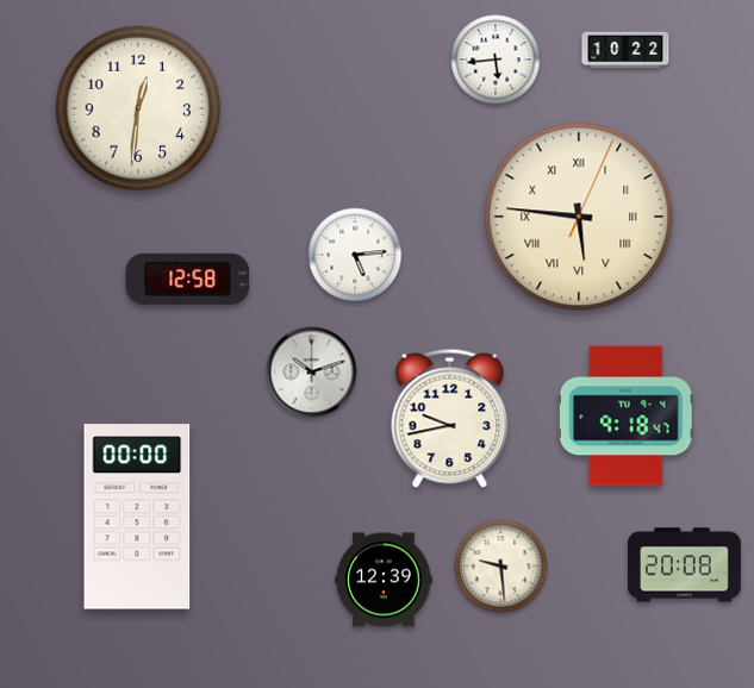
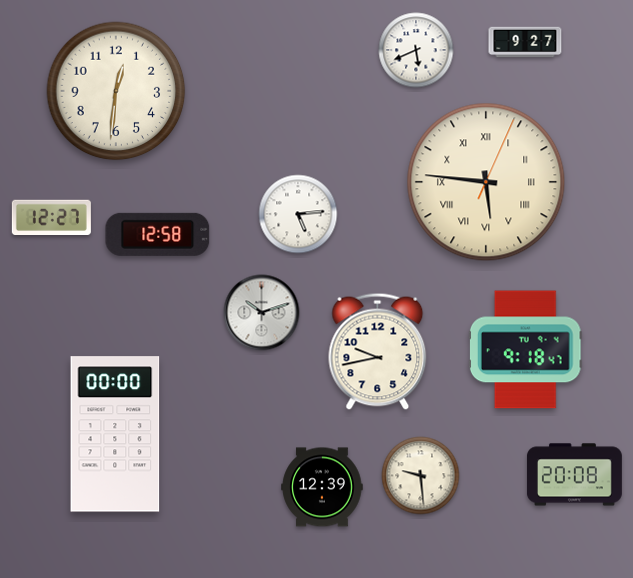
clock at (625, 50): 10:22 -> 9:27
clock at (496, 60): 5:44 -> 5:41
clock at (51, 217): none -> 12:27
